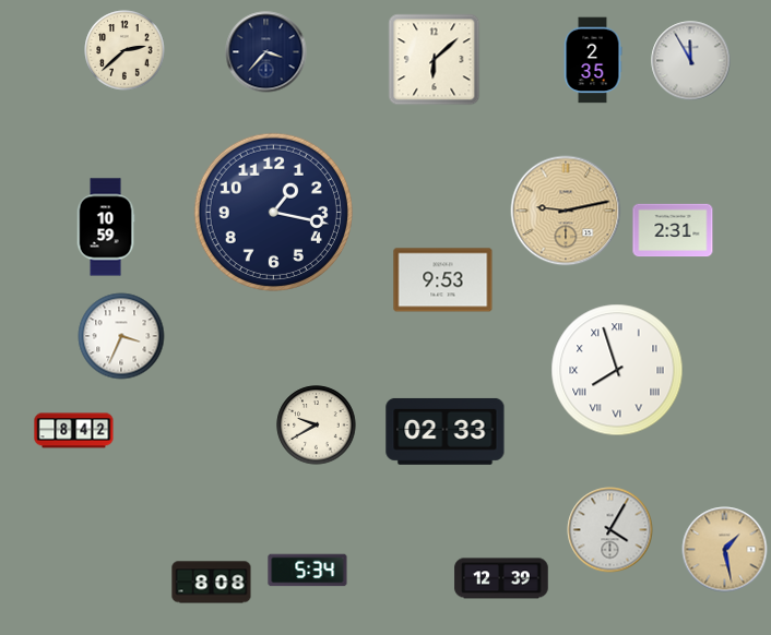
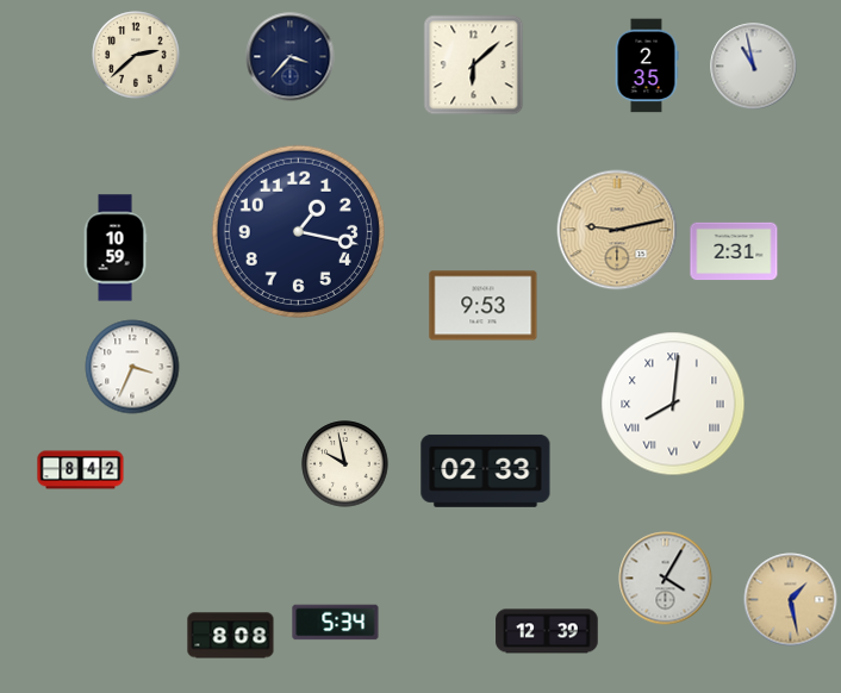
clock at (691, 61): 11:55 -> 10:58
clock at (617, 370): 7:57 -> 8:01
clock at (317, 426): 9:40 -> 9:58
